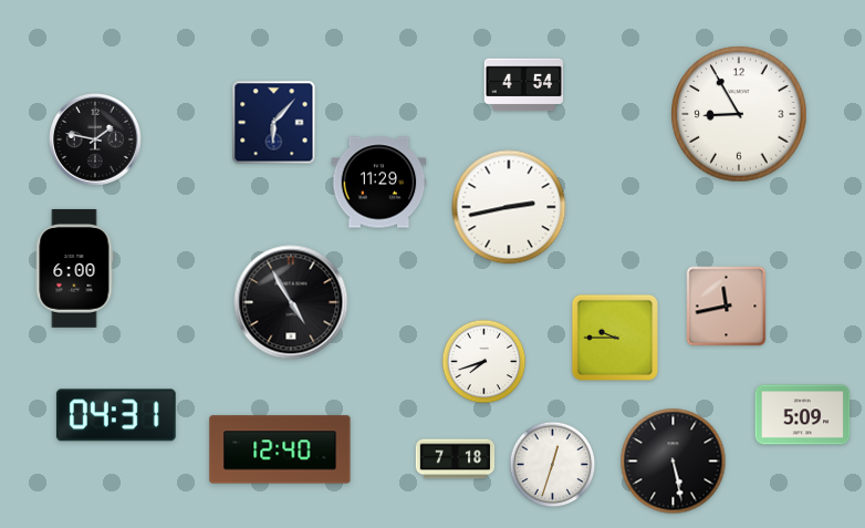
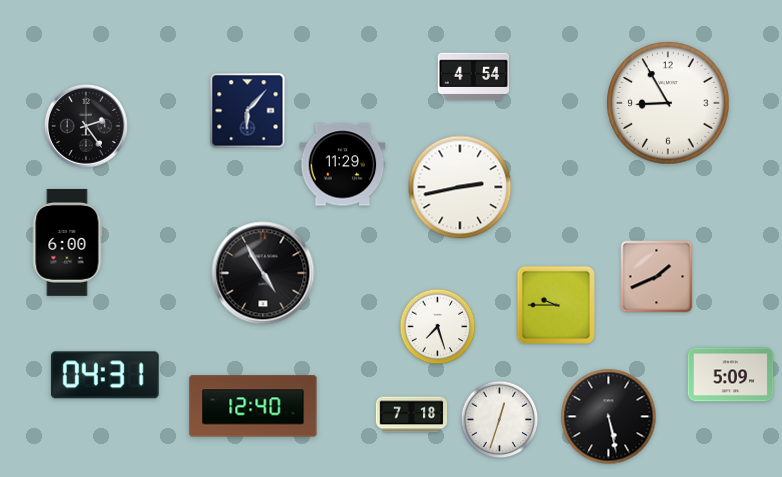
clock at (96, 141): 1:47 -> 2:24
clock at (727, 307): 11:43 -> 1:41
clock at (484, 362): 7:42 -> 7:27
clock at (803, 415) position: (803, 415) -> (731, 375)
